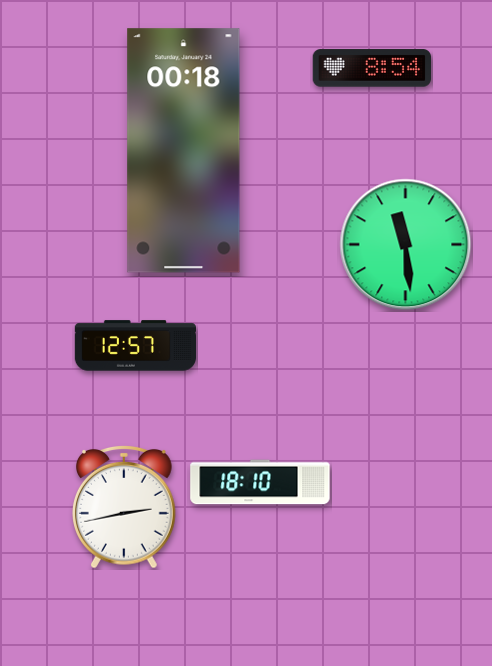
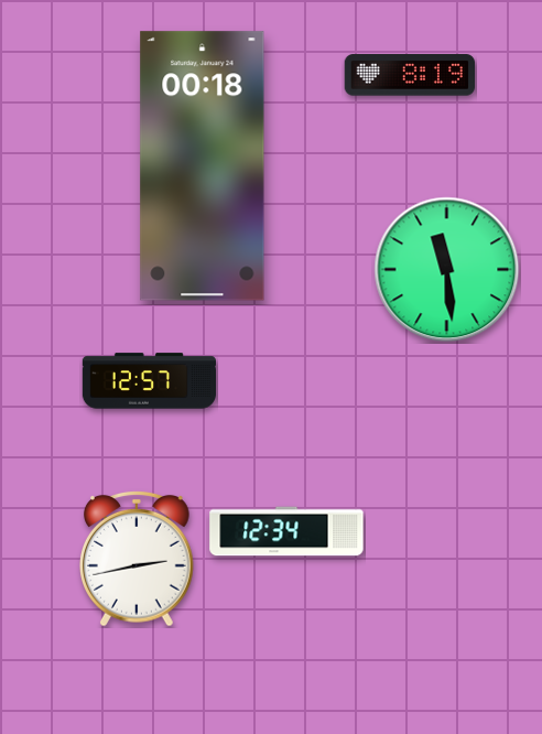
clock at (372, 68): 8:54 -> 8:19
clock at (260, 482): 18:10 -> 12:34
